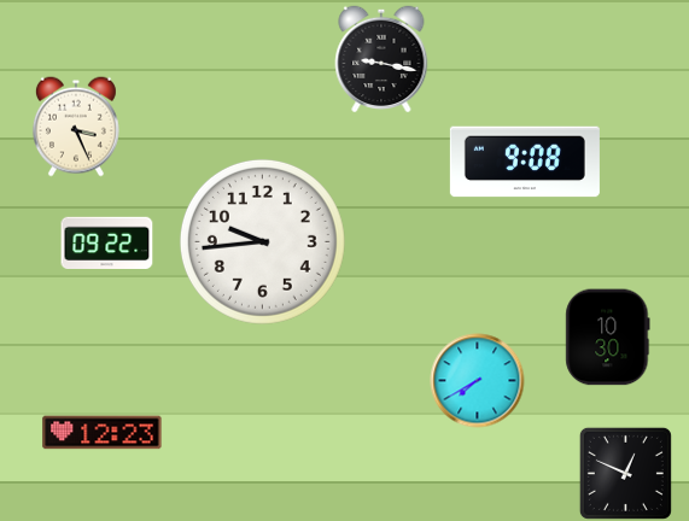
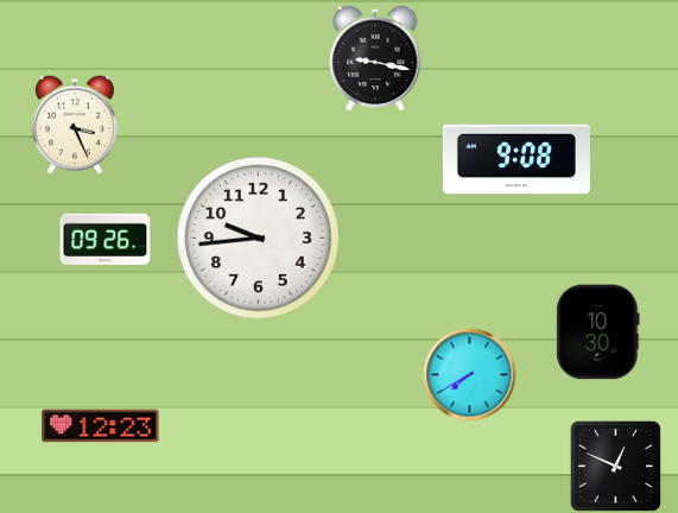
clock at (107, 244): 09:22 -> 09:26
